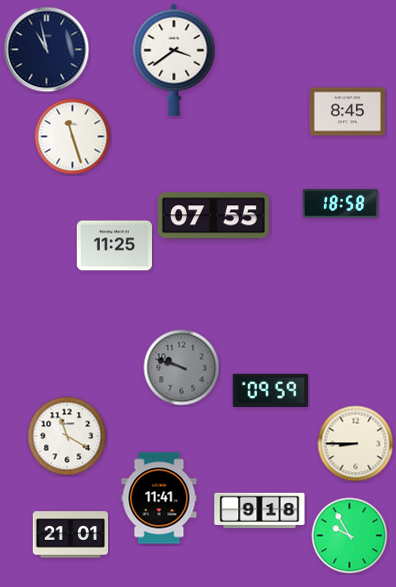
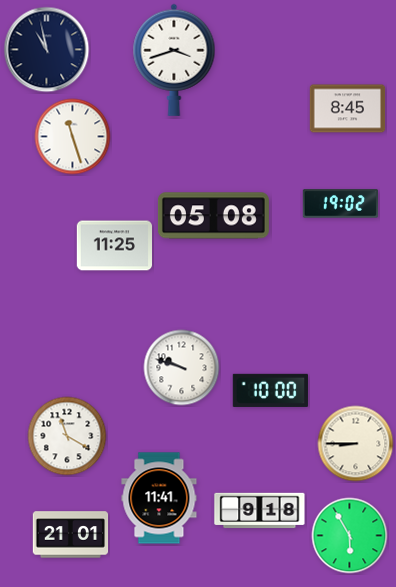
clock at (174, 60): 3:39 -> 3:42
clock at (348, 112) position: (348, 112) -> (348, 109)
clock at (341, 204): 18:58 -> 19:02
clock at (213, 216): 07:55 -> 05:08
clock at (182, 368) dial: grey -> white
clock at (270, 390): 09:59 -> 10:00
clock at (350, 536): 9:55 -> 5:55
